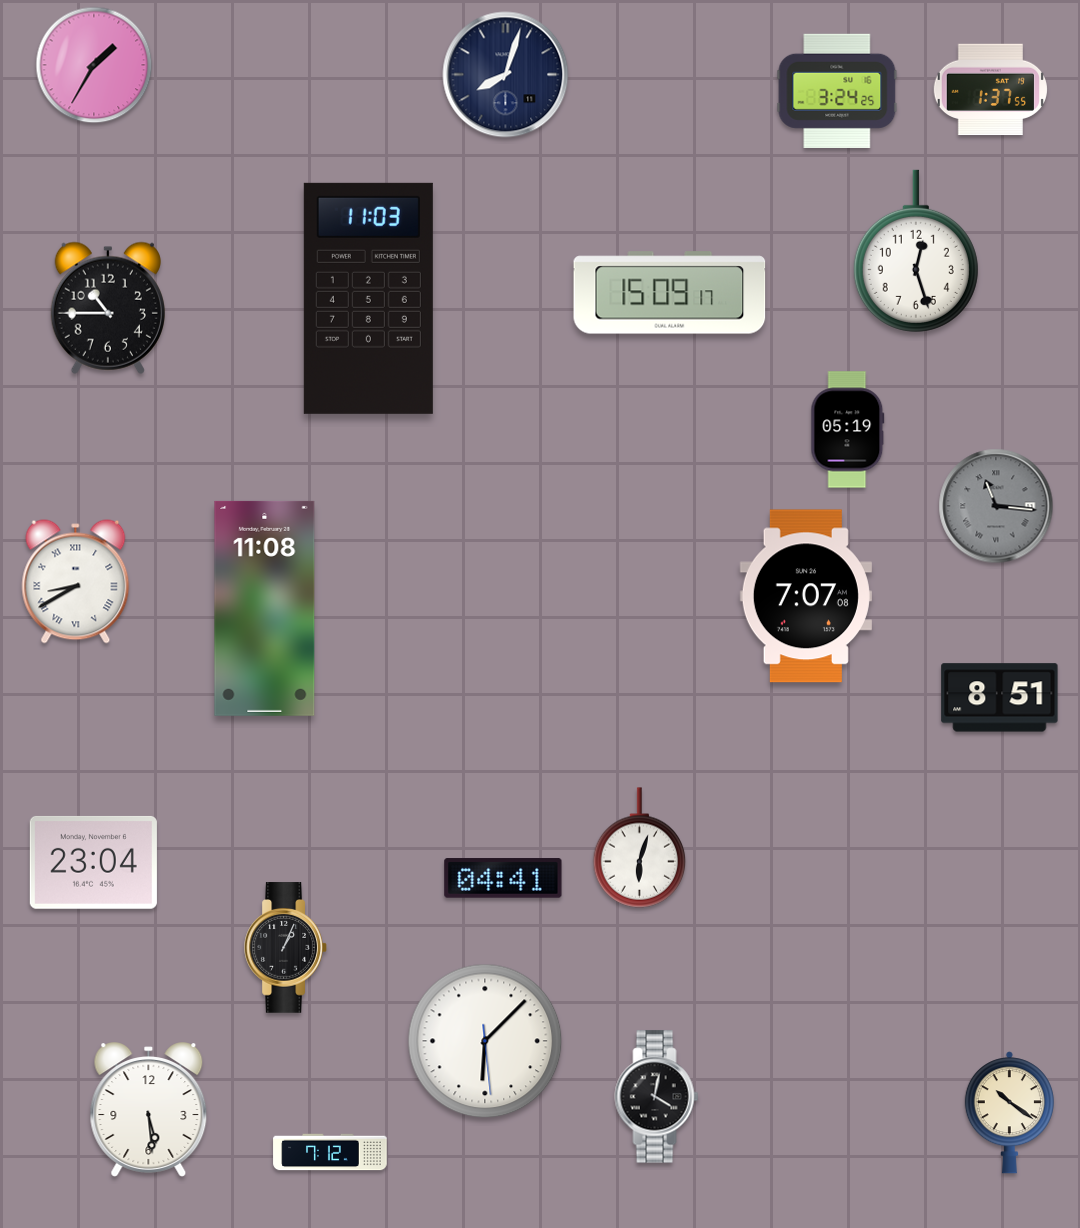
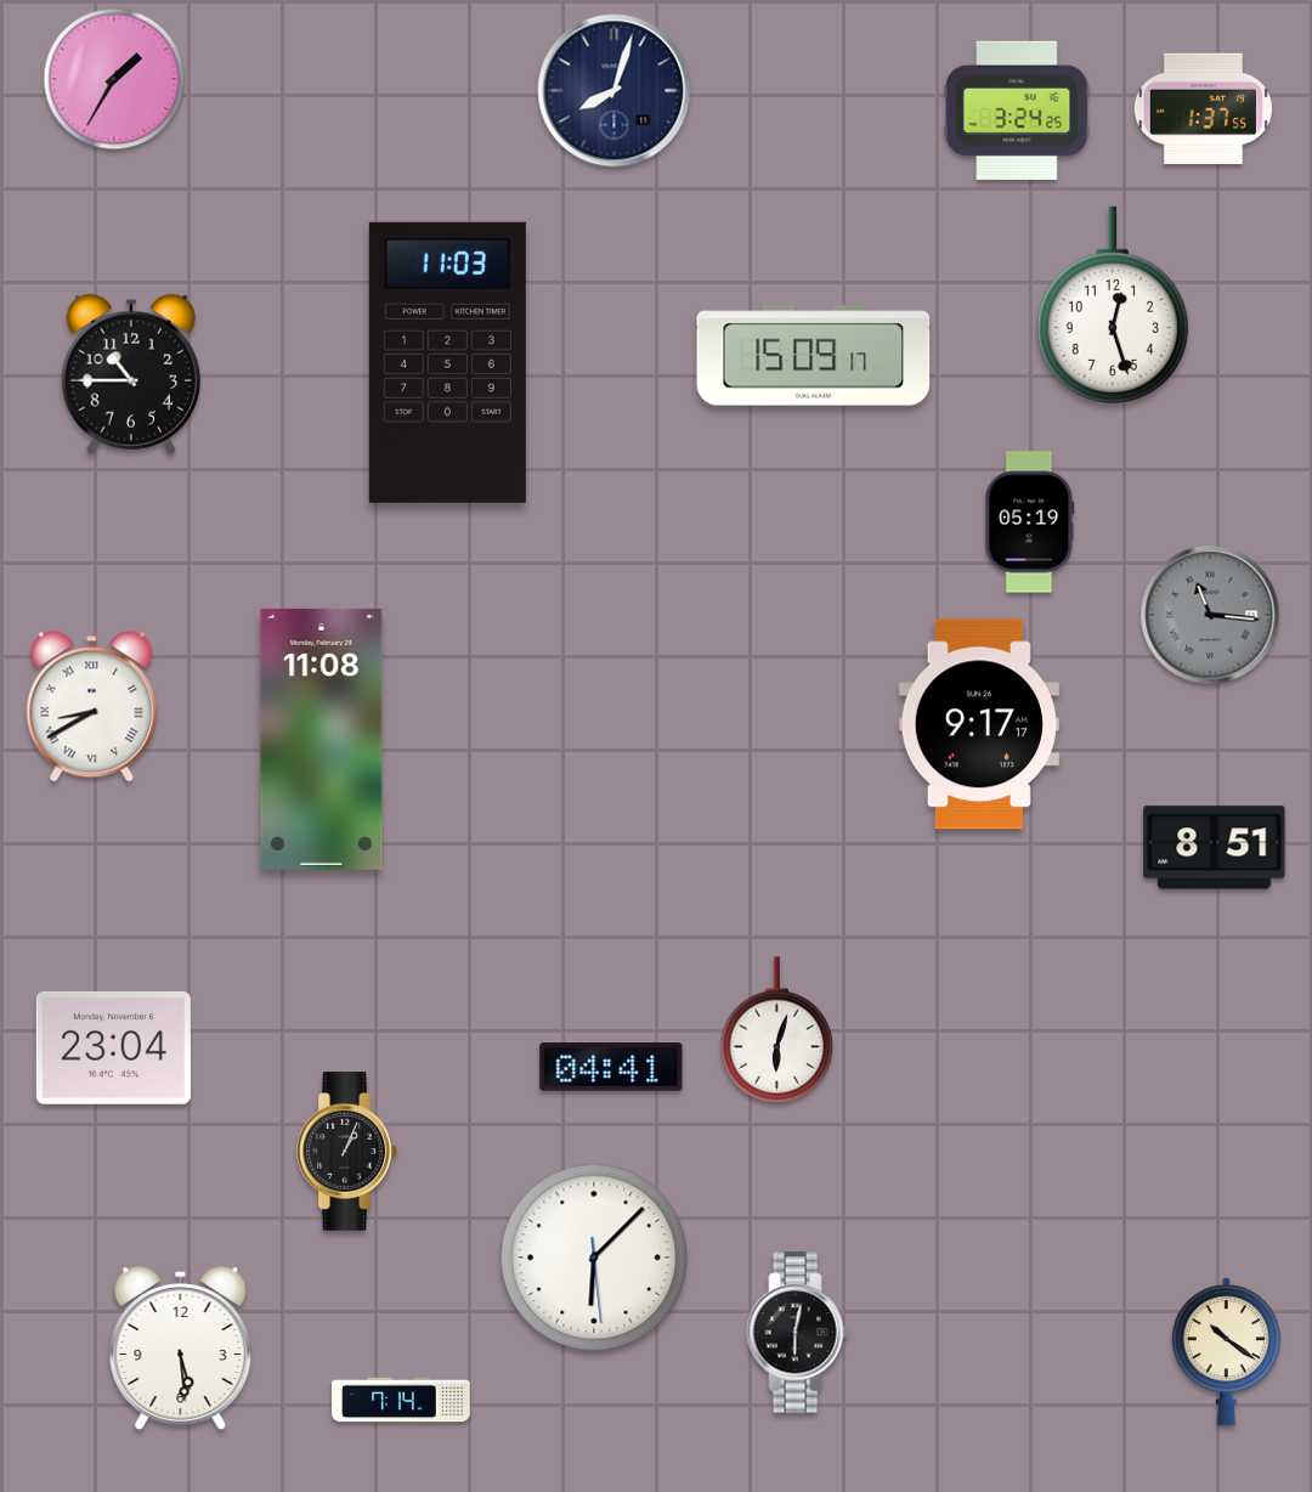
clock at (806, 596): 7:07 -> 9:17
clock at (485, 1041) position: (485, 1041) -> (594, 1258)
clock at (657, 1097): 4:02 -> 6:02
clock at (330, 1152): 7:12 -> 7:14
